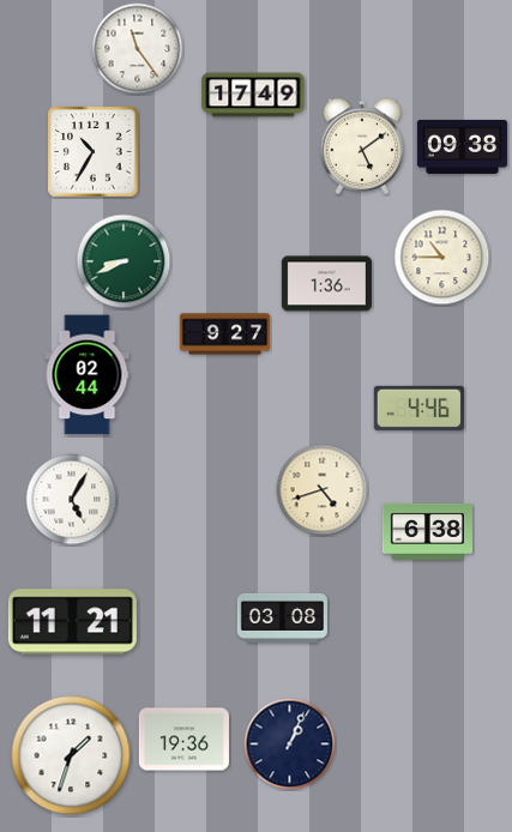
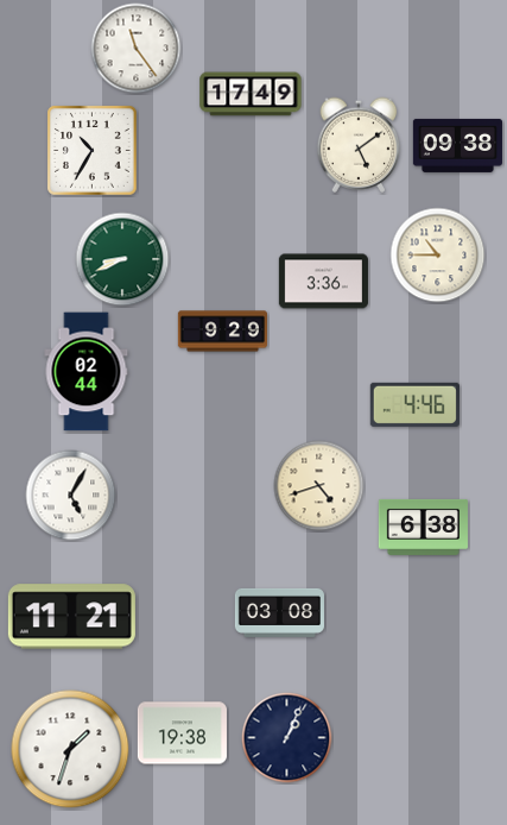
clock at (326, 284): 1:36 -> 3:36
clock at (224, 334): 9:27 -> 9:29
clock at (183, 740): 19:36 -> 19:38
